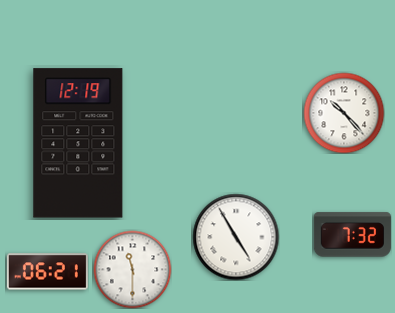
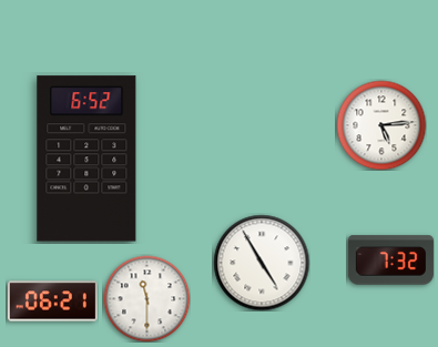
clock at (344, 113): 10:23 -> 5:14
clock at (78, 143): 12:19 -> 6:52
